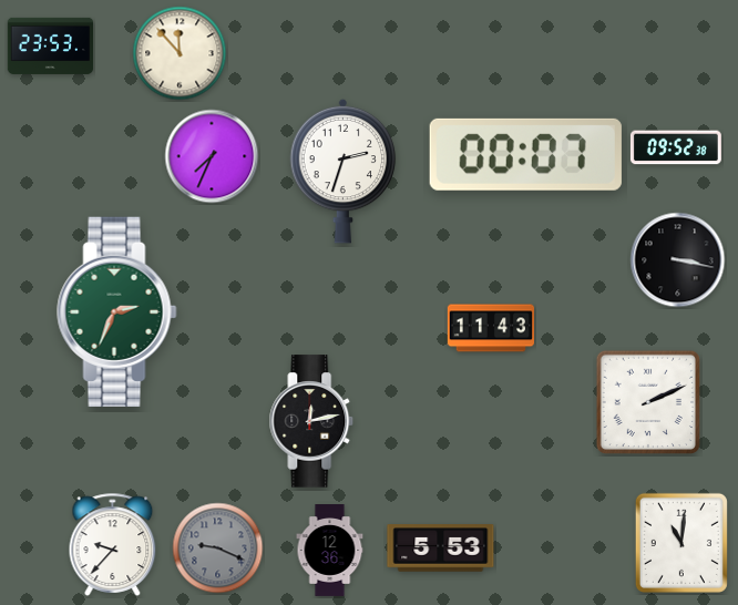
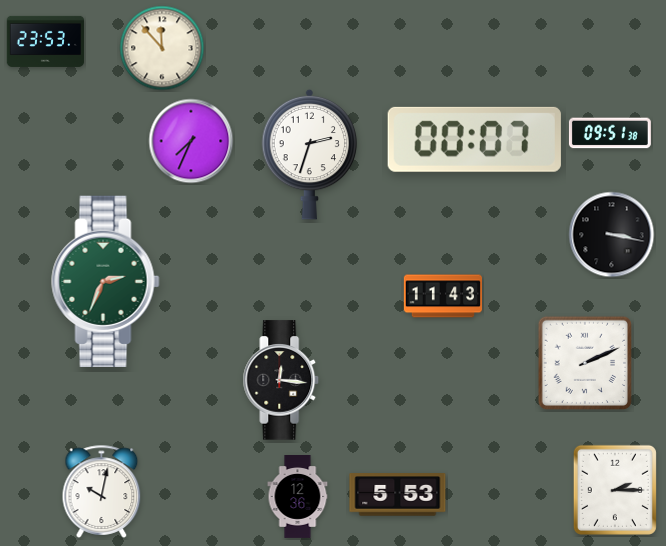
clock at (676, 147): 09:52 -> 09:51
clock at (311, 421): 12:13 -> 12:16
clock at (681, 543): 11:01 -> 2:15
clock at (113, 544): 9:37 -> 10:02
clock at (218, 548): 9:19 -> none
